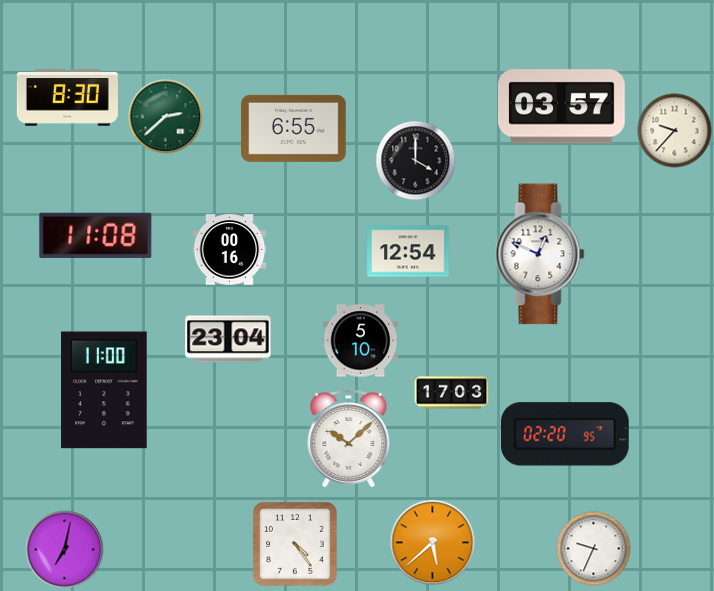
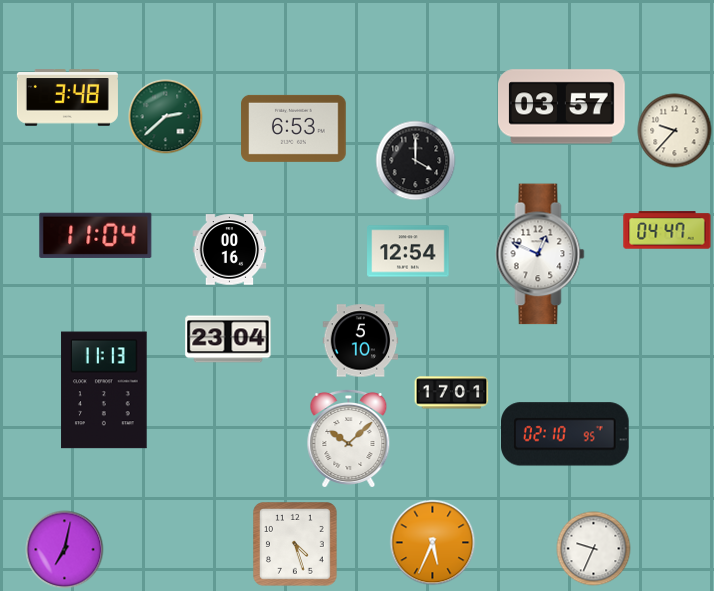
clock at (67, 98): 8:30 -> 3:48
clock at (294, 128): 6:55 -> 6:53
clock at (667, 230): none -> 04:47
clock at (96, 235): 11:08 -> 11:04
clock at (104, 390): 11:00 -> 11:13
clock at (452, 393): 17:03 -> 17:01
clock at (566, 434): 02:20 -> 02:10
clock at (433, 543): 5:38 -> 5:34
clock at (296, 545): 4:24 -> 4:27
